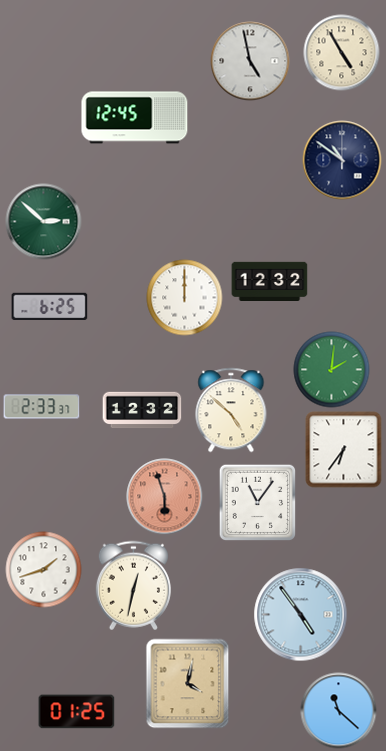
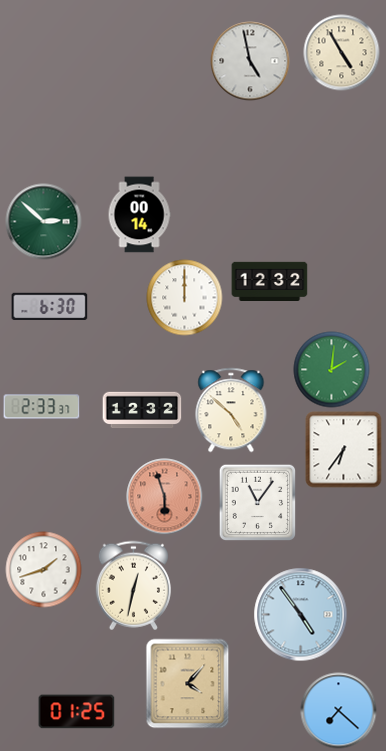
clock at (135, 118): 12:45 -> none
clock at (342, 160): 10:51 -> none
clock at (139, 215): none -> 00:14
clock at (50, 307): 6:25 -> 6:30
clock at (188, 684): 4:02 -> 4:07
clock at (339, 711): 11:22 -> 7:22
